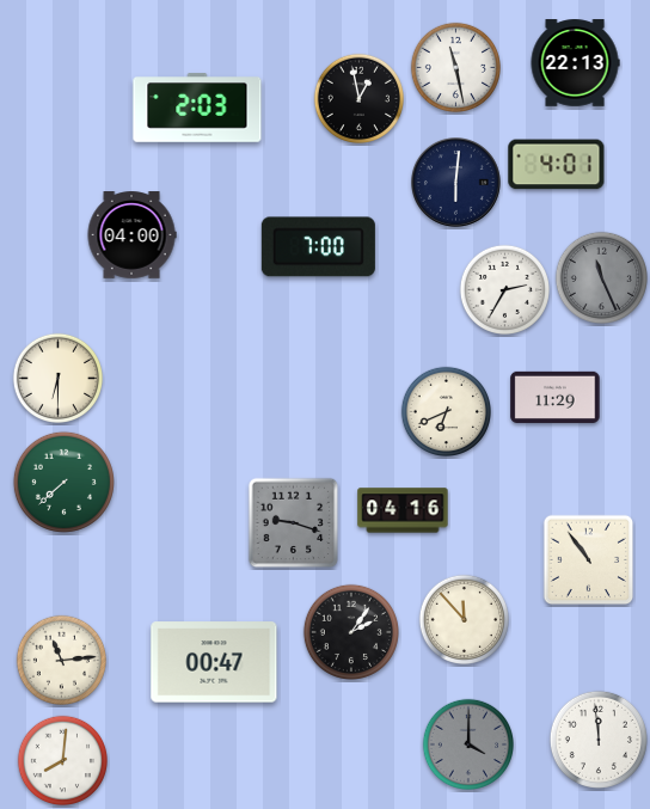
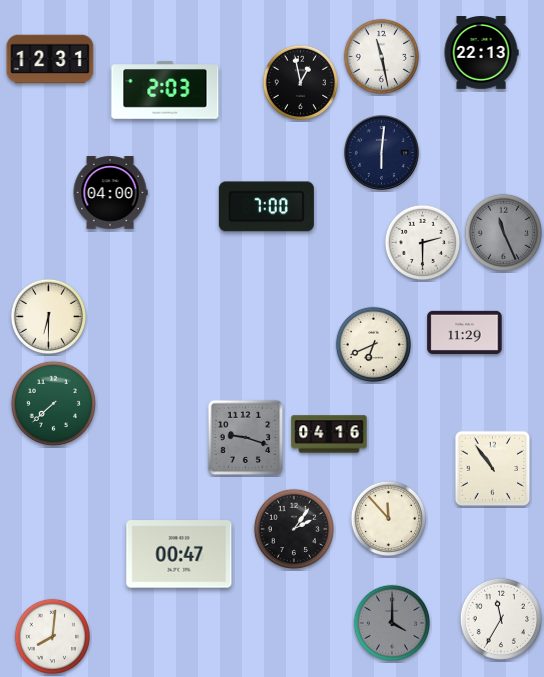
clock at (50, 59): none -> 12:31
clock at (557, 165): 4:01 -> none
clock at (131, 235) position: (131, 235) -> (110, 193)
clock at (504, 289): 2:35 -> 2:30
clock at (403, 510) position: (403, 510) -> (329, 434)
clock at (61, 660): 11:14 -> none
clock at (599, 740): 11:59 -> 11:35
